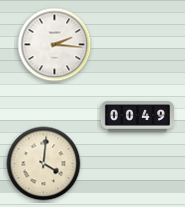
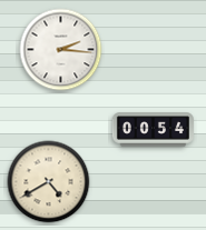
clock at (137, 117): 00:49 -> 00:54
clock at (44, 164): 4:01 -> 4:40
